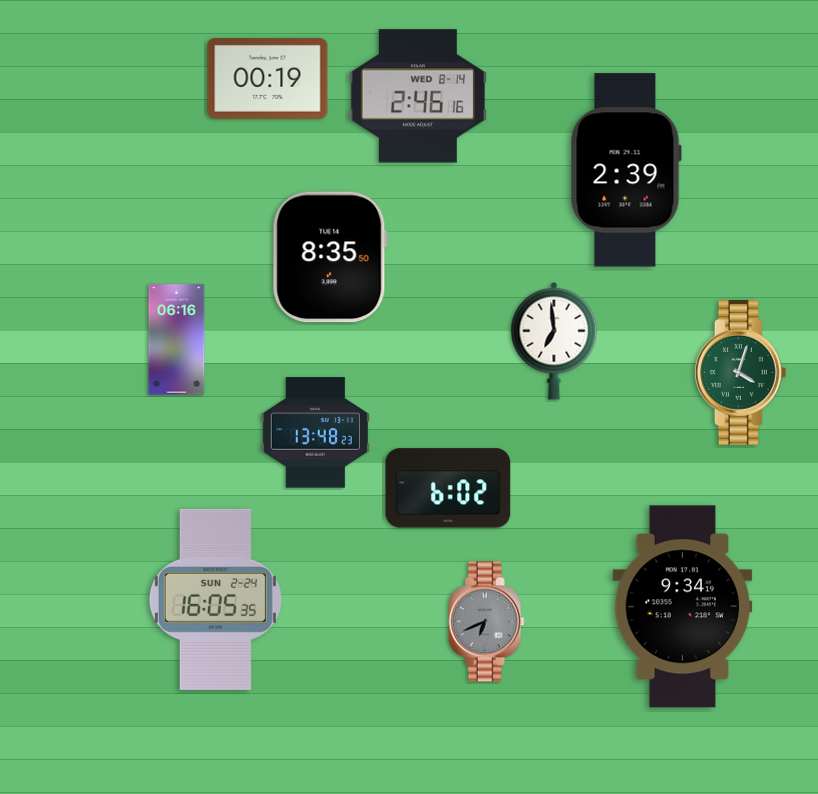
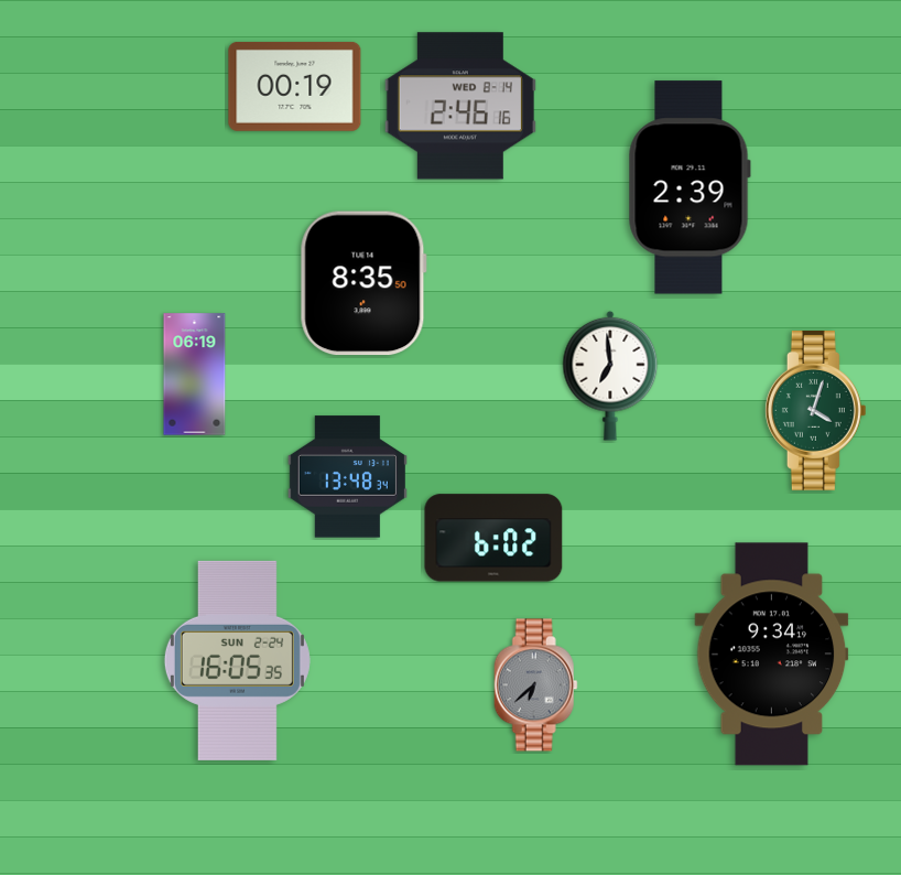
clock at (177, 340): 06:16 -> 06:19
clock at (315, 433): 13:48:23 -> 13:48:34
clock at (683, 607) position: (683, 607) -> (772, 655)
clock at (486, 622): 6:41 -> 6:38
